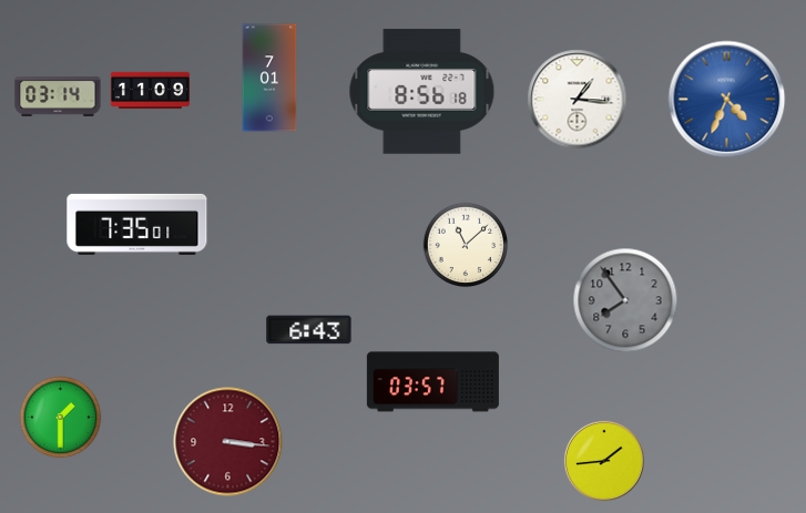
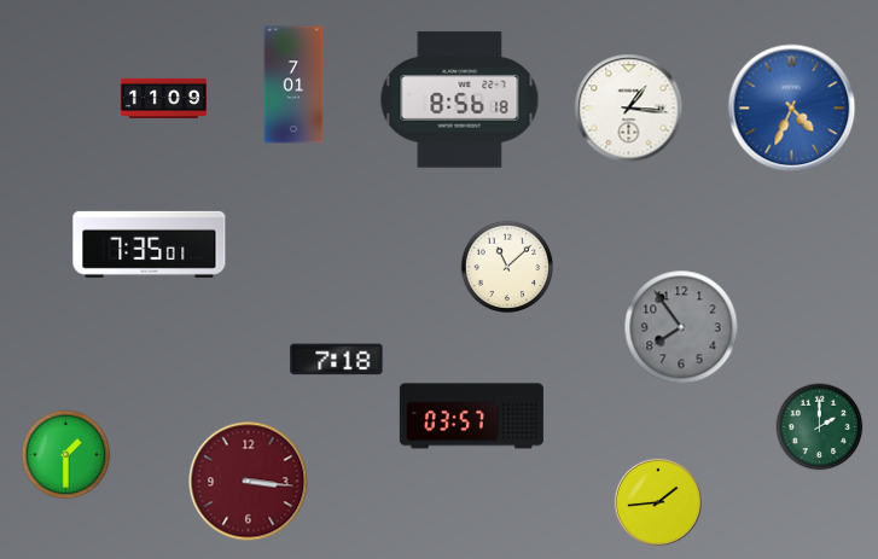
clock at (58, 96): 03:14 -> none
clock at (309, 330): 6:43 -> 7:18
clock at (820, 427): none -> 2:00
